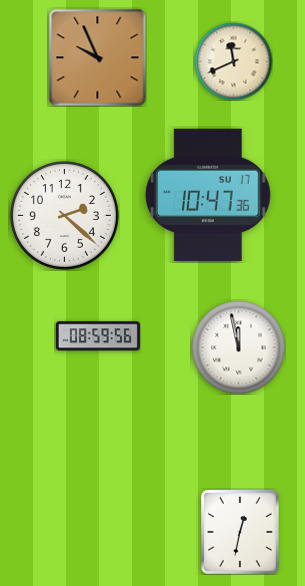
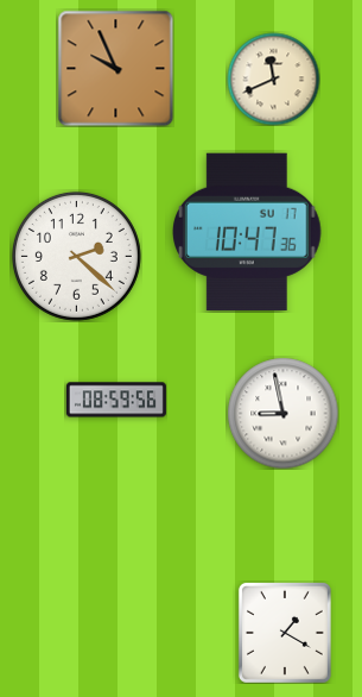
clock at (233, 61) position: (233, 61) -> (273, 79)
clock at (238, 347): 11:58 -> 8:58
clock at (240, 532): 12:32 -> 1:20
